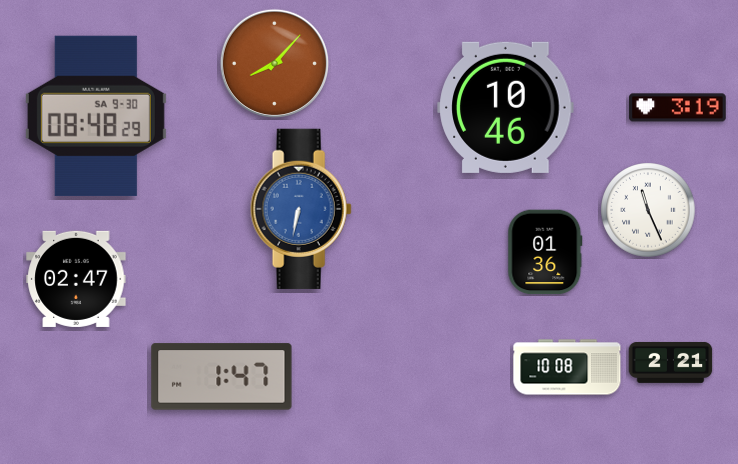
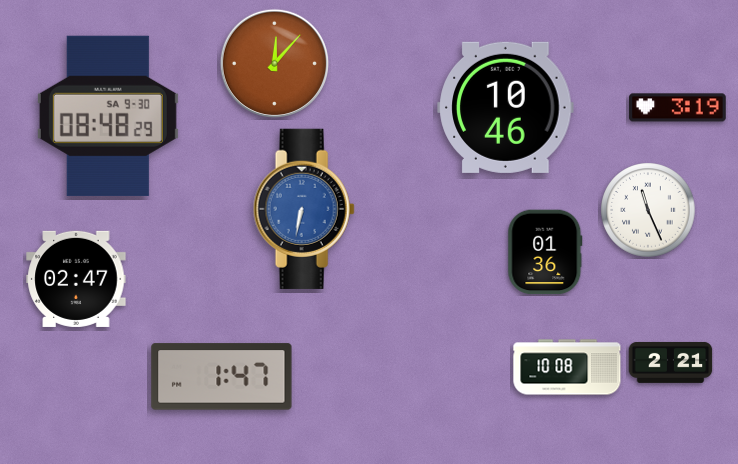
clock at (274, 63): 8:07 -> 12:07
clock at (96, 116) position: (96, 116) -> (108, 116)
clock at (301, 209) position: (301, 209) -> (304, 209)
